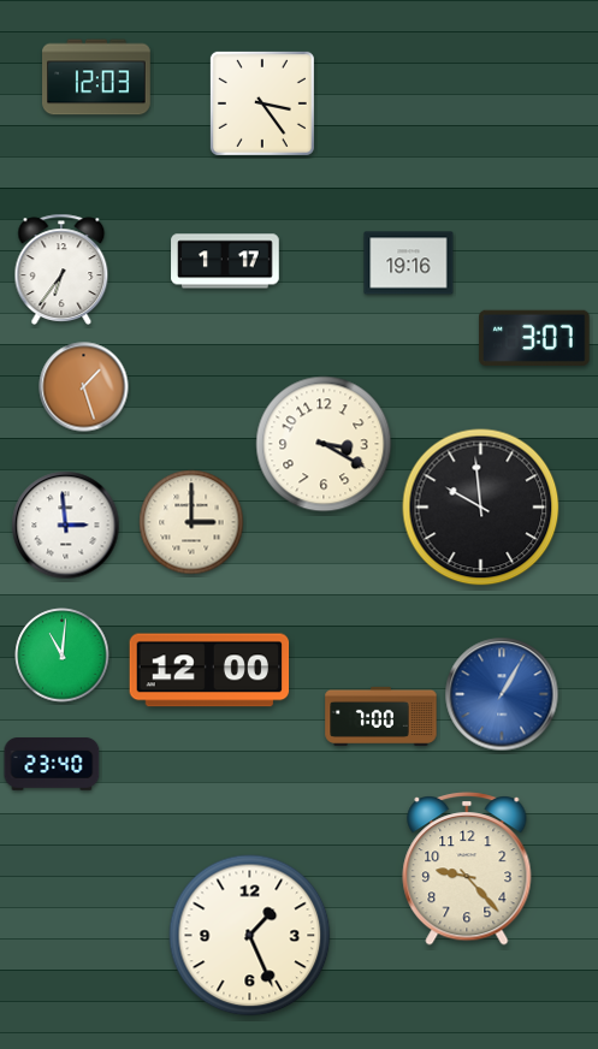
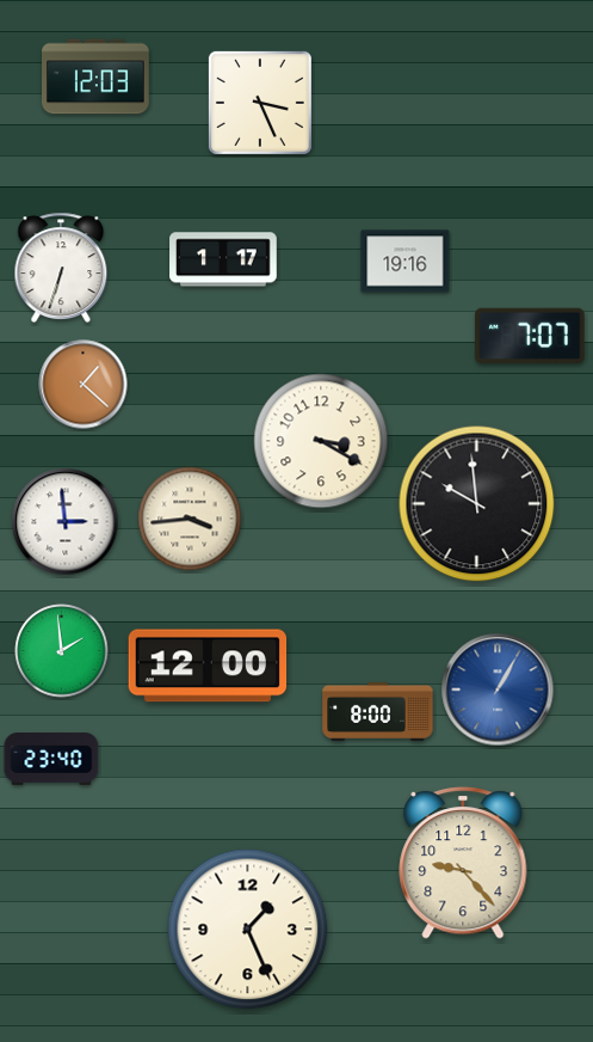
clock at (262, 103): 3:24 -> 3:26
clock at (61, 269): 6:36 -> 6:33
clock at (534, 338): 3:07 -> 7:07
clock at (84, 387): 1:27 -> 1:22
clock at (191, 522): 3:00 -> 3:44
clock at (63, 656): 11:01 -> 1:59
clock at (381, 716): 7:00 -> 8:00
